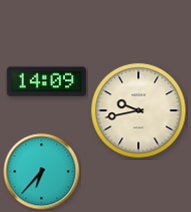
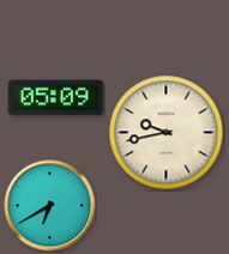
clock at (47, 82): 14:09 -> 05:09
clock at (42, 172): 6:37 -> 6:40
